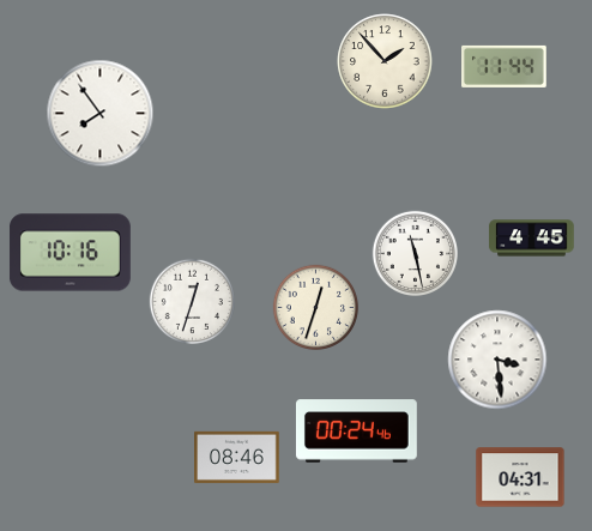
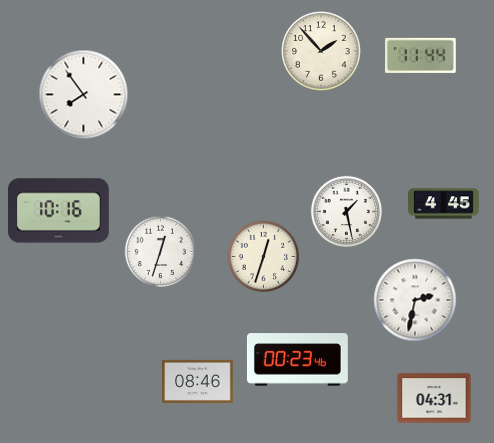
clock at (532, 239) position: (532, 239) -> (444, 204)
clock at (415, 253): 11:28 -> 1:28
clock at (497, 360): 3:29 -> 2:32
clock at (356, 432): 00:24 -> 00:23
